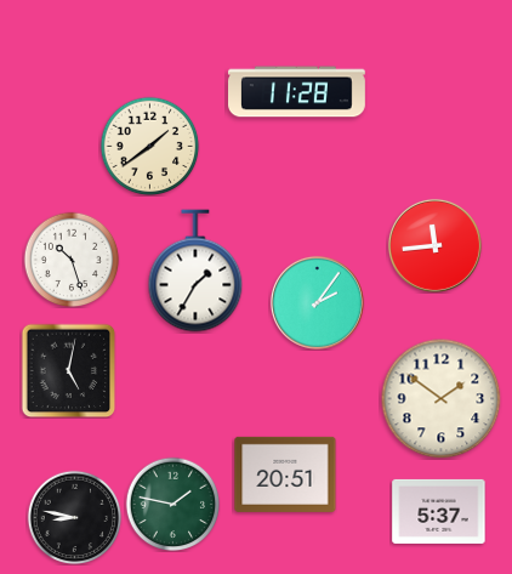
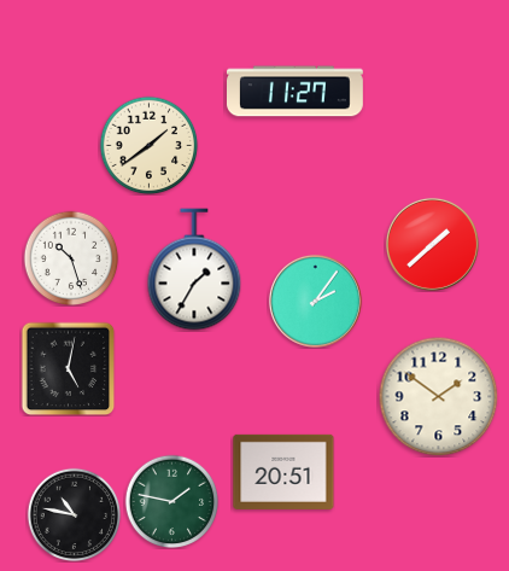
clock at (297, 92): 11:28 -> 11:27
clock at (434, 245): 11:44 -> 1:38
clock at (439, 511): 5:37 -> none
clock at (74, 517): 8:47 -> 10:47
